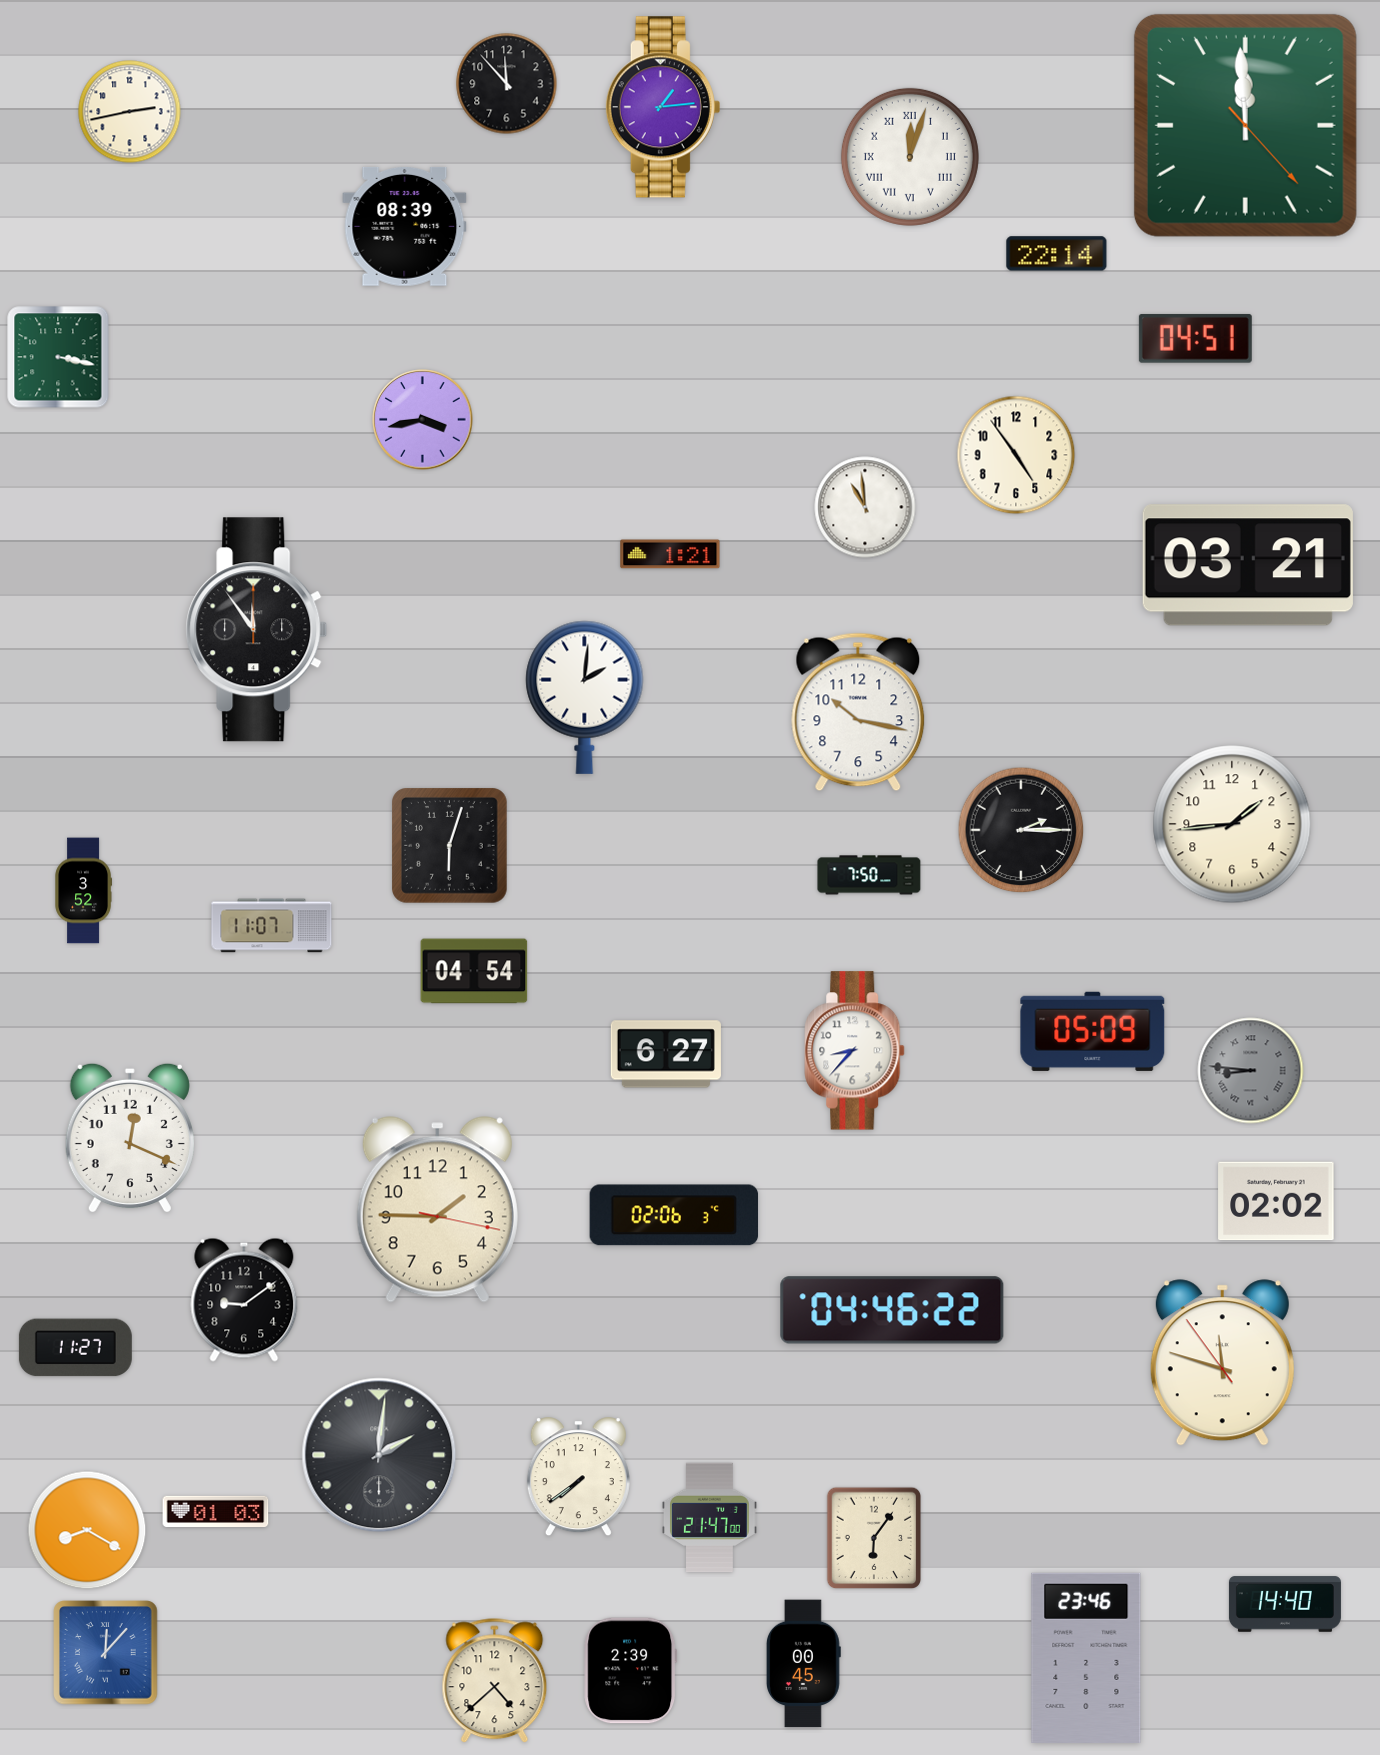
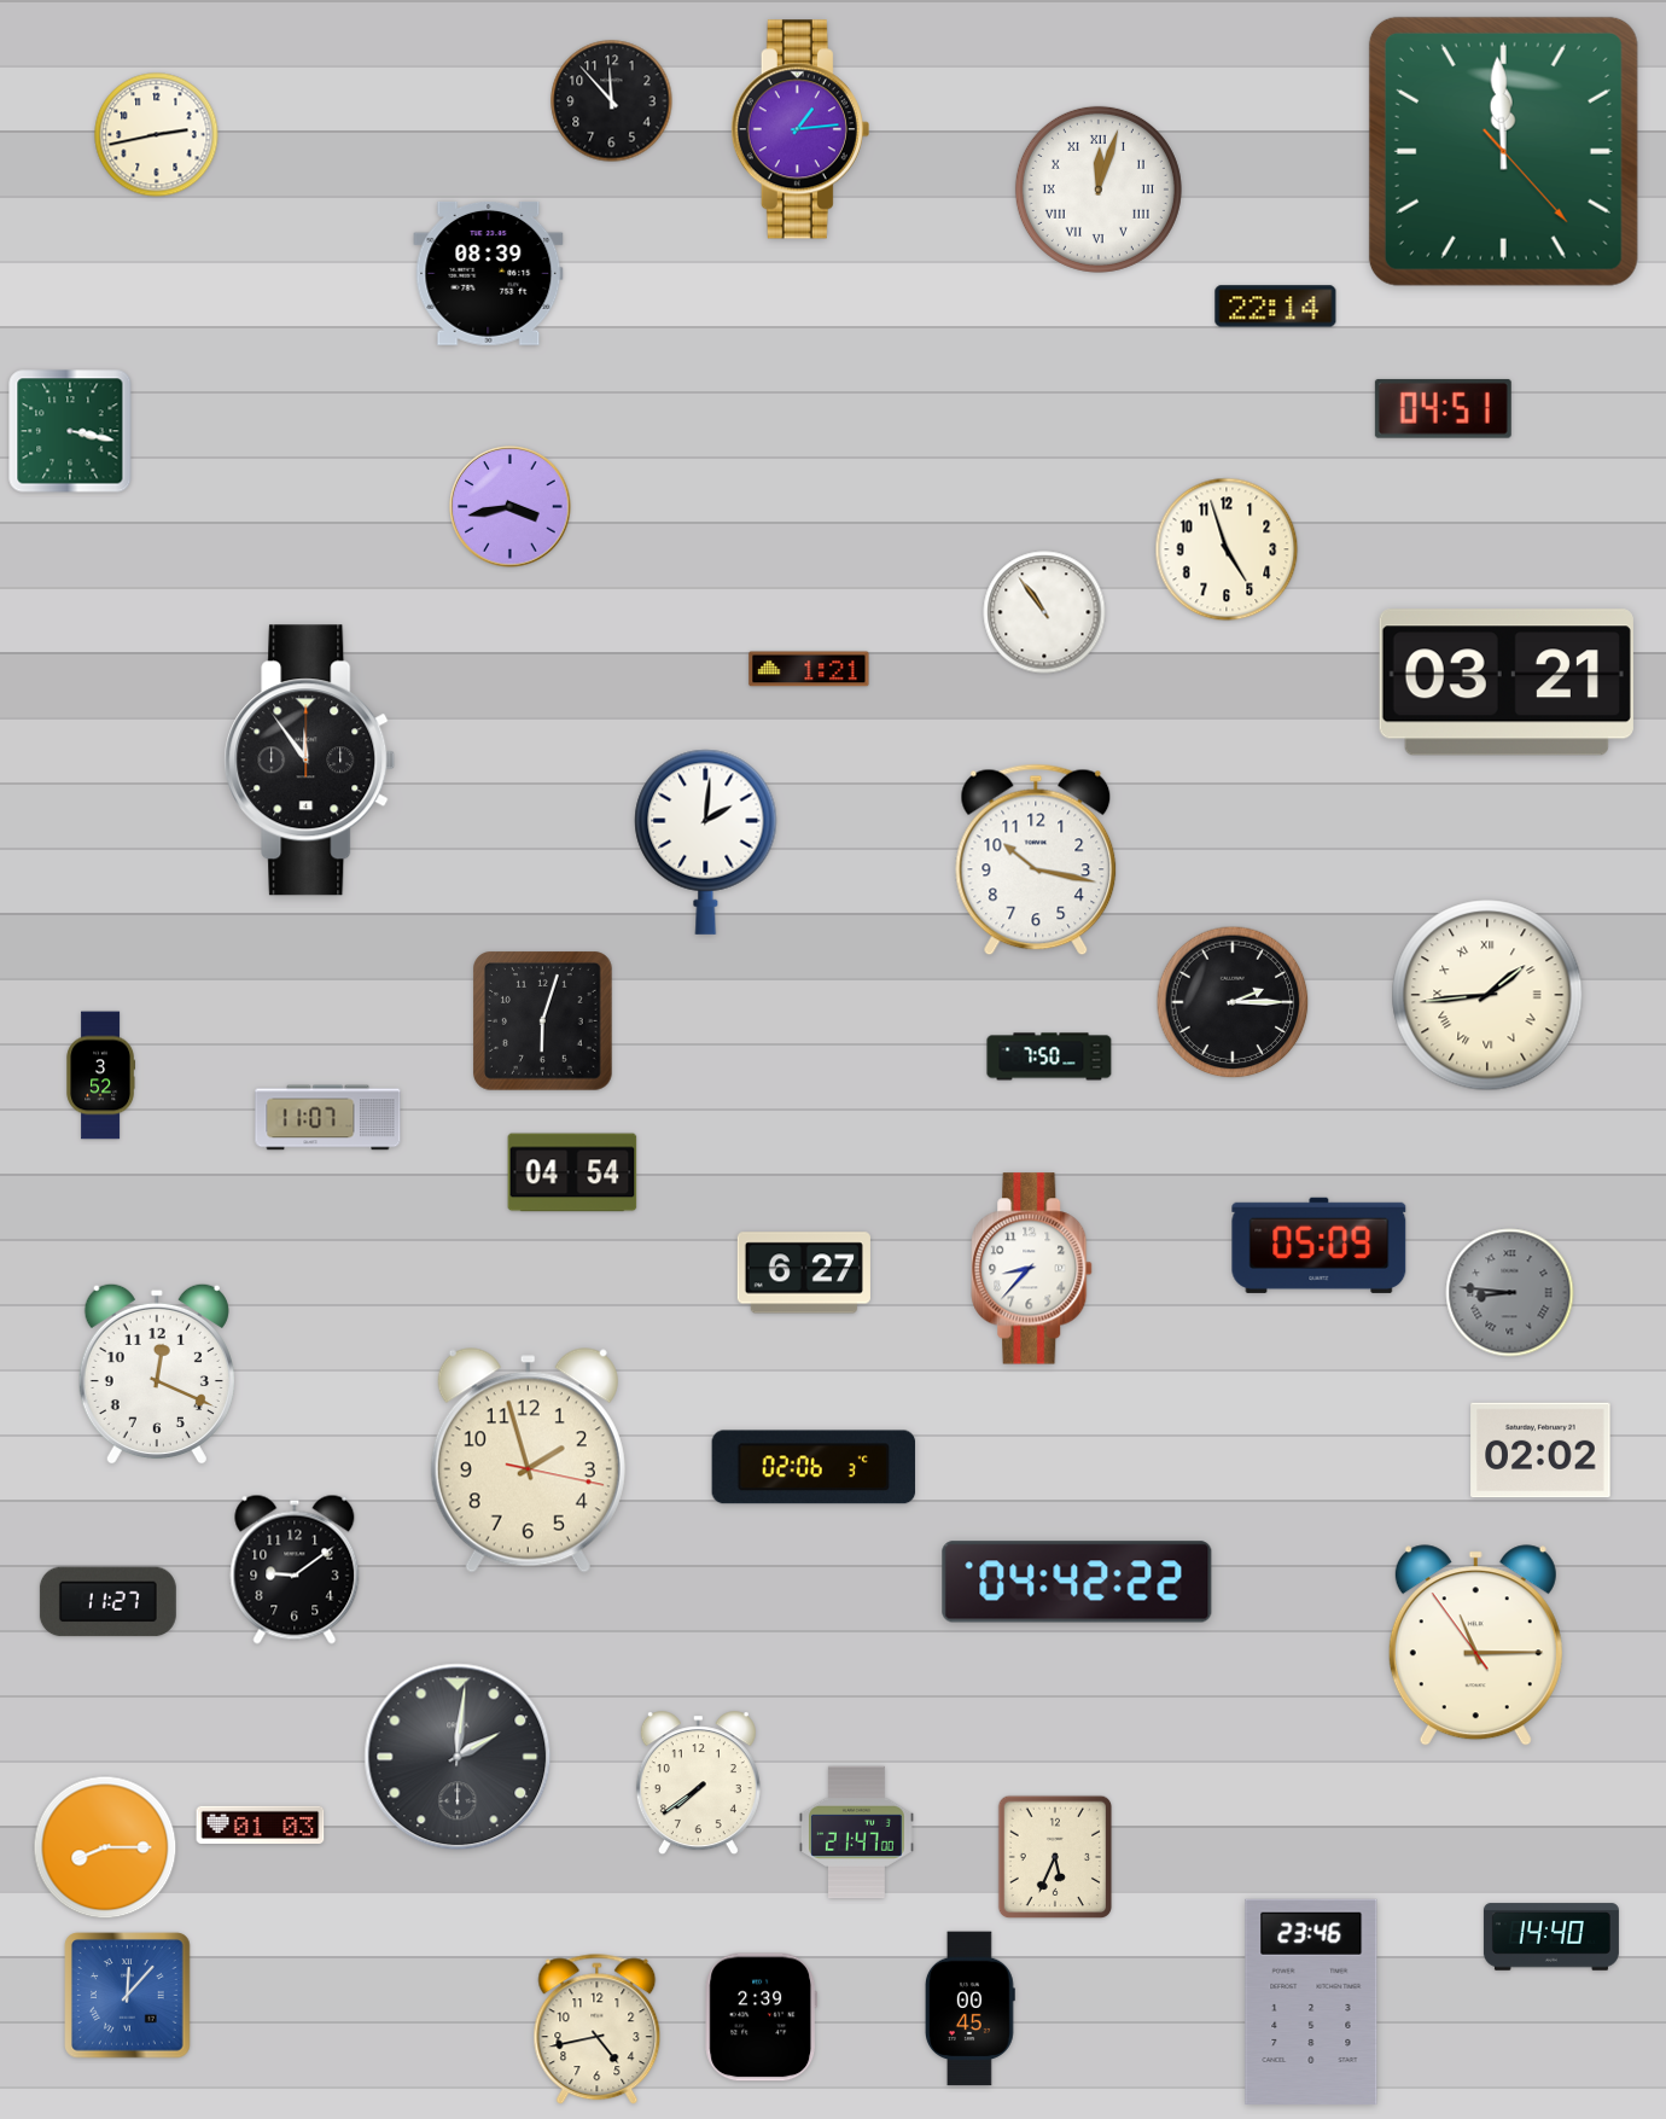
clock at (1016, 455): 4:54 -> 4:57
clock at (865, 507): 10:59 -> 10:54
clock at (1232, 824) numerals: Arabic -> Roman
clock at (437, 1210): 1:45 -> 1:57
clock at (892, 1310): 04:46 -> 04:42
clock at (75, 1348) position: (75, 1348) -> (107, 1602)
clock at (1222, 1363): 11:47 -> 11:14
clock at (87, 1530): 8:20 -> 8:15
clock at (874, 1538): 6:06 -> 5:34
clock at (495, 1681): 4:38 -> 4:43
